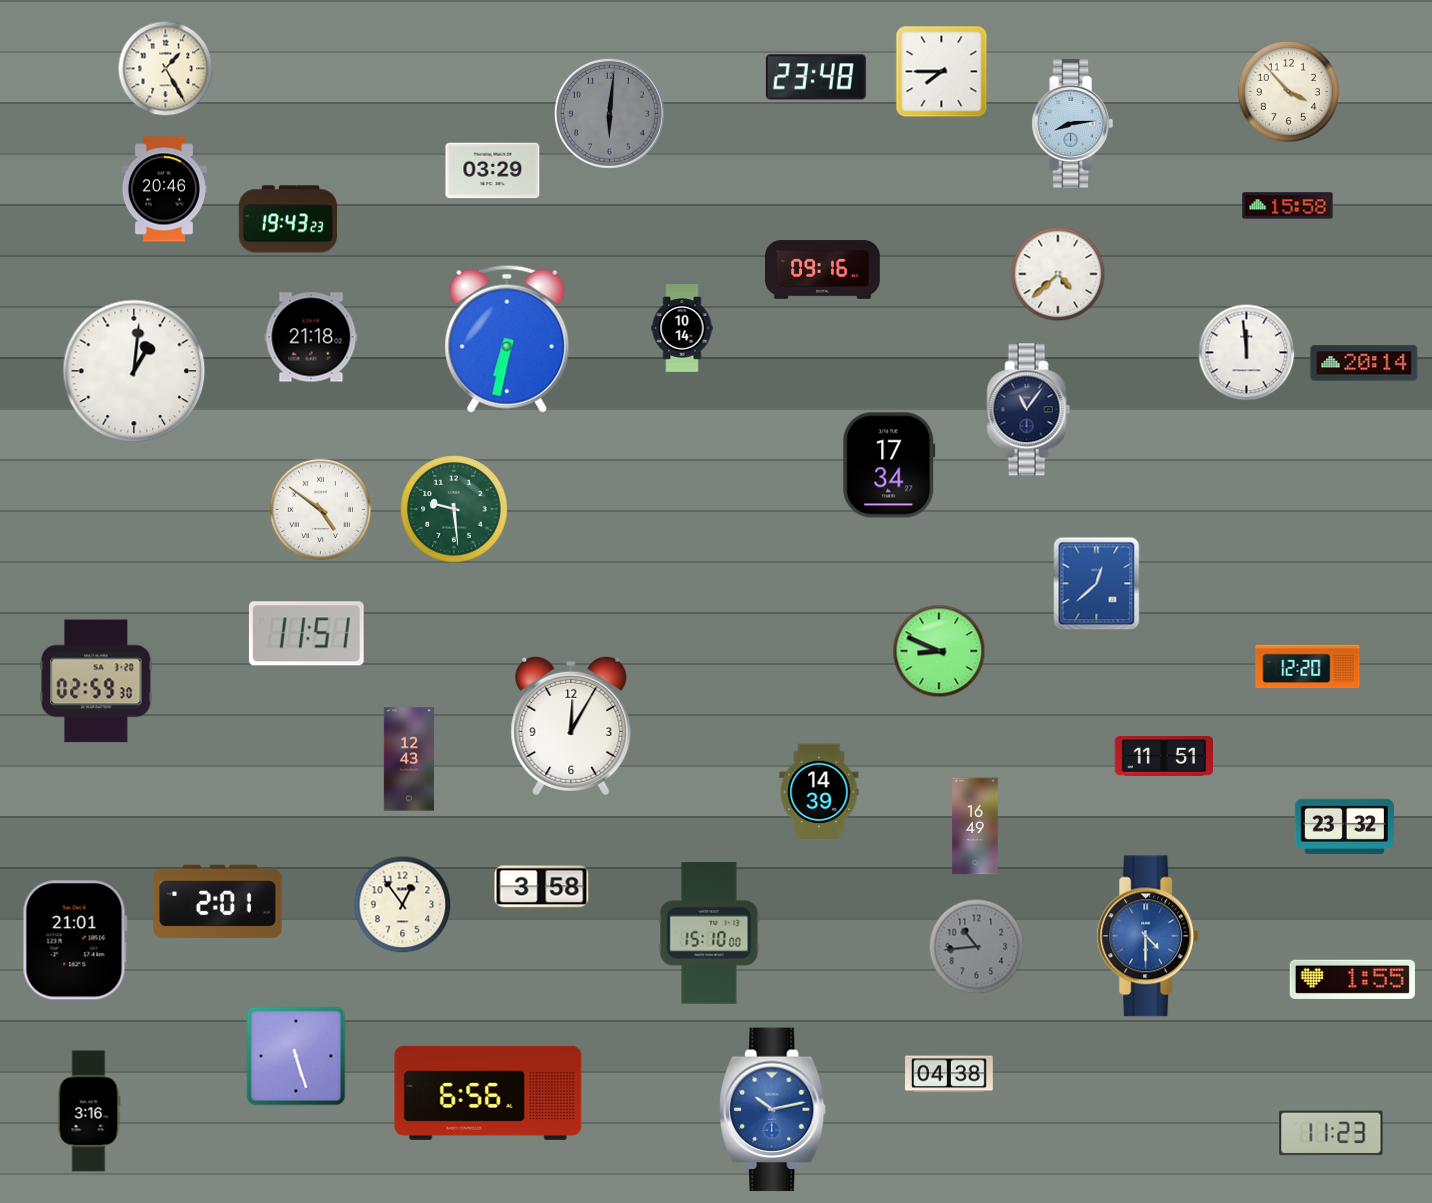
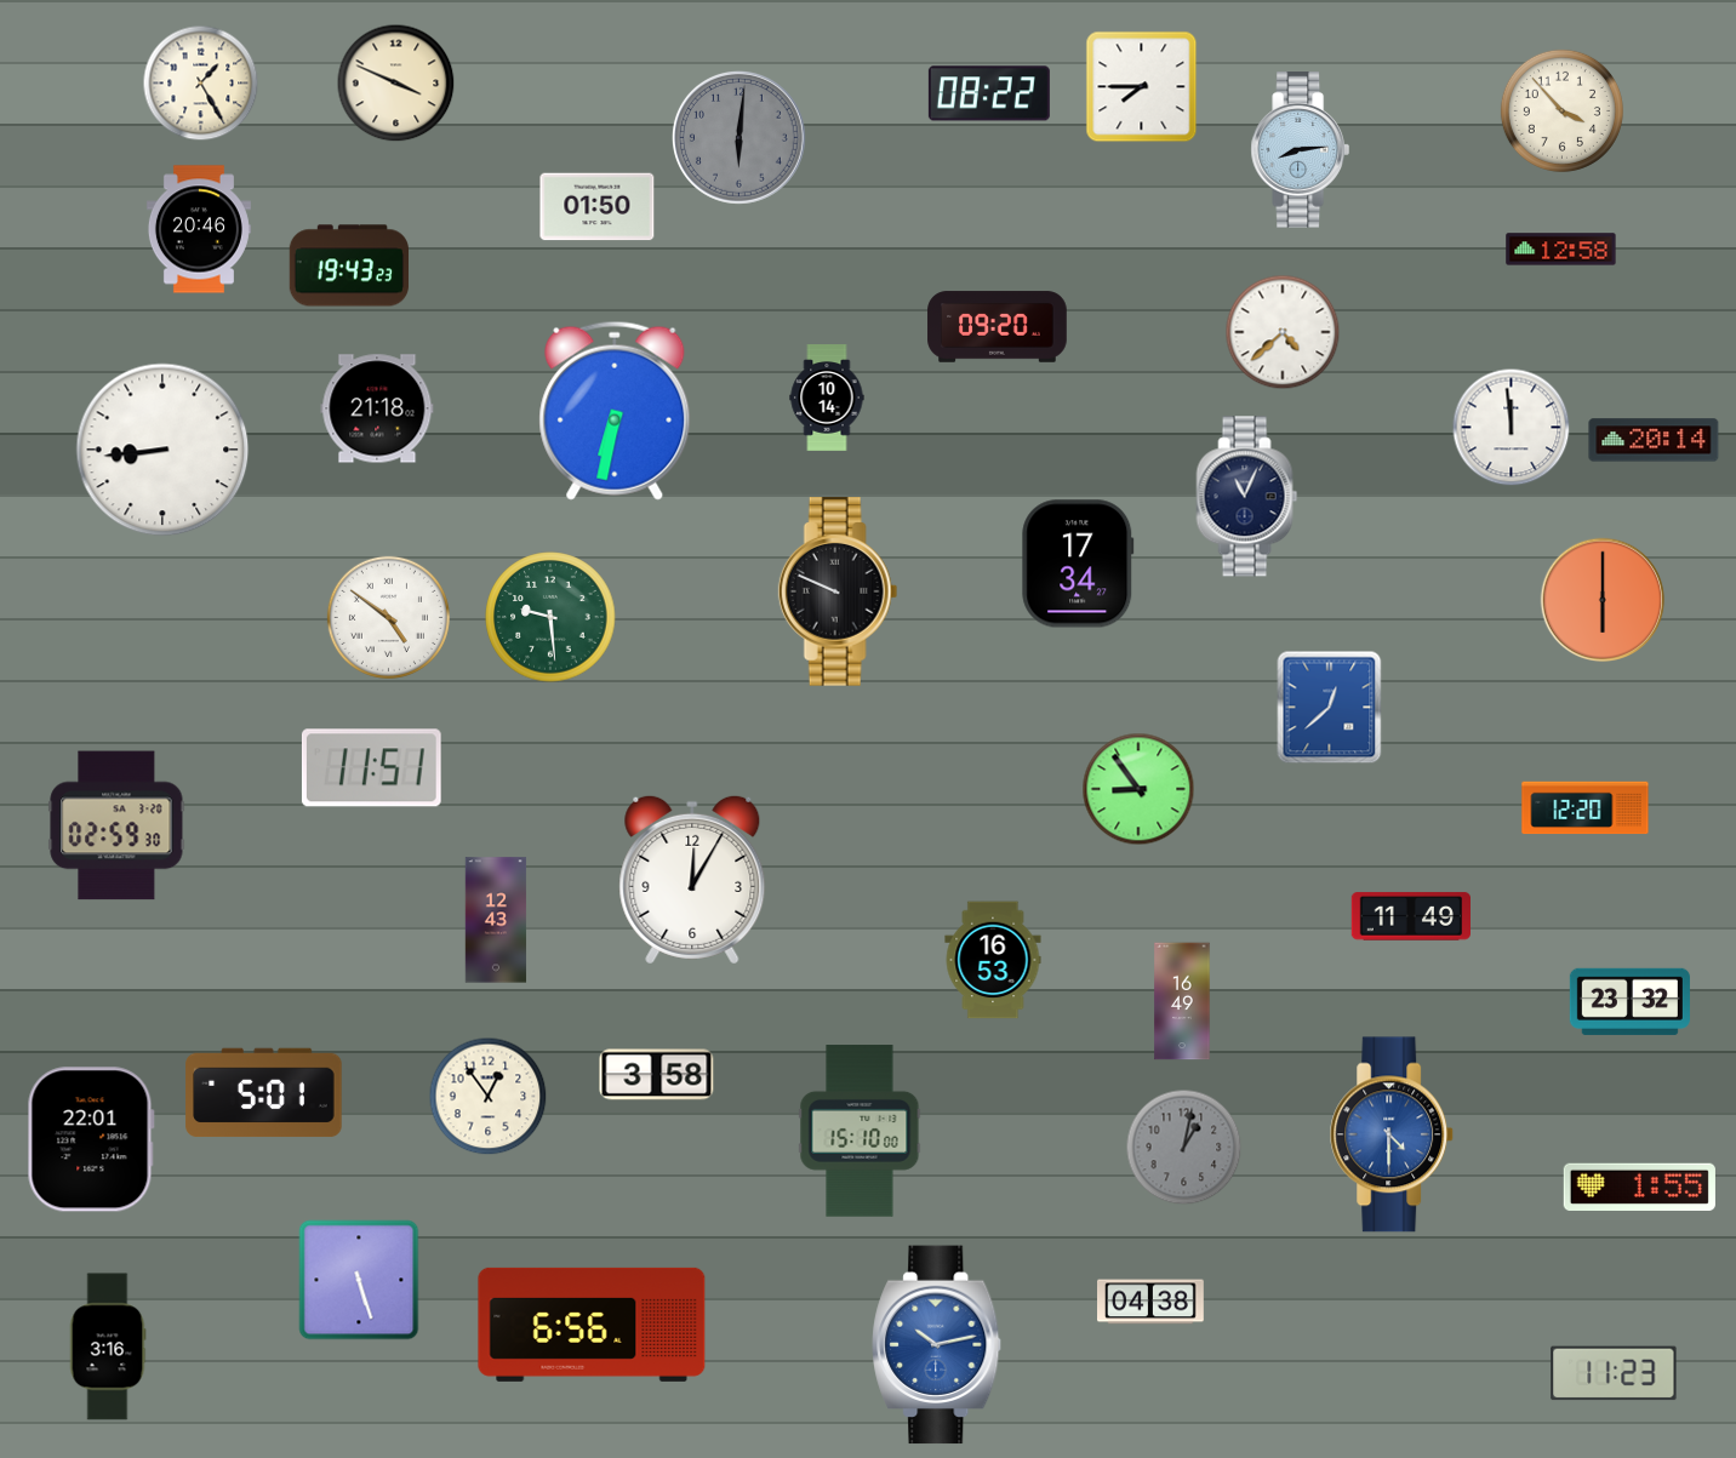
clock at (396, 84): none -> 3:49
clock at (816, 77): 23:48 -> 08:22
clock at (493, 171): 03:29 -> 01:50
clock at (1288, 206): 15:58 -> 12:58
clock at (823, 270): 09:16 -> 09:20
clock at (134, 371): 1:01 -> 8:44
clock at (1029, 410): 11:06 -> 11:04
clock at (838, 591): none -> 9:49
clock at (1603, 600): none -> 6:00
clock at (939, 651): 8:49 -> 8:54
clock at (1163, 756): 11:51 -> 11:49
clock at (819, 792): 14:39 -> 16:53
clock at (218, 902): 2:01 -> 5:01
clock at (75, 940): 21:01 -> 22:01
clock at (977, 947): 10:44 -> 1:02
